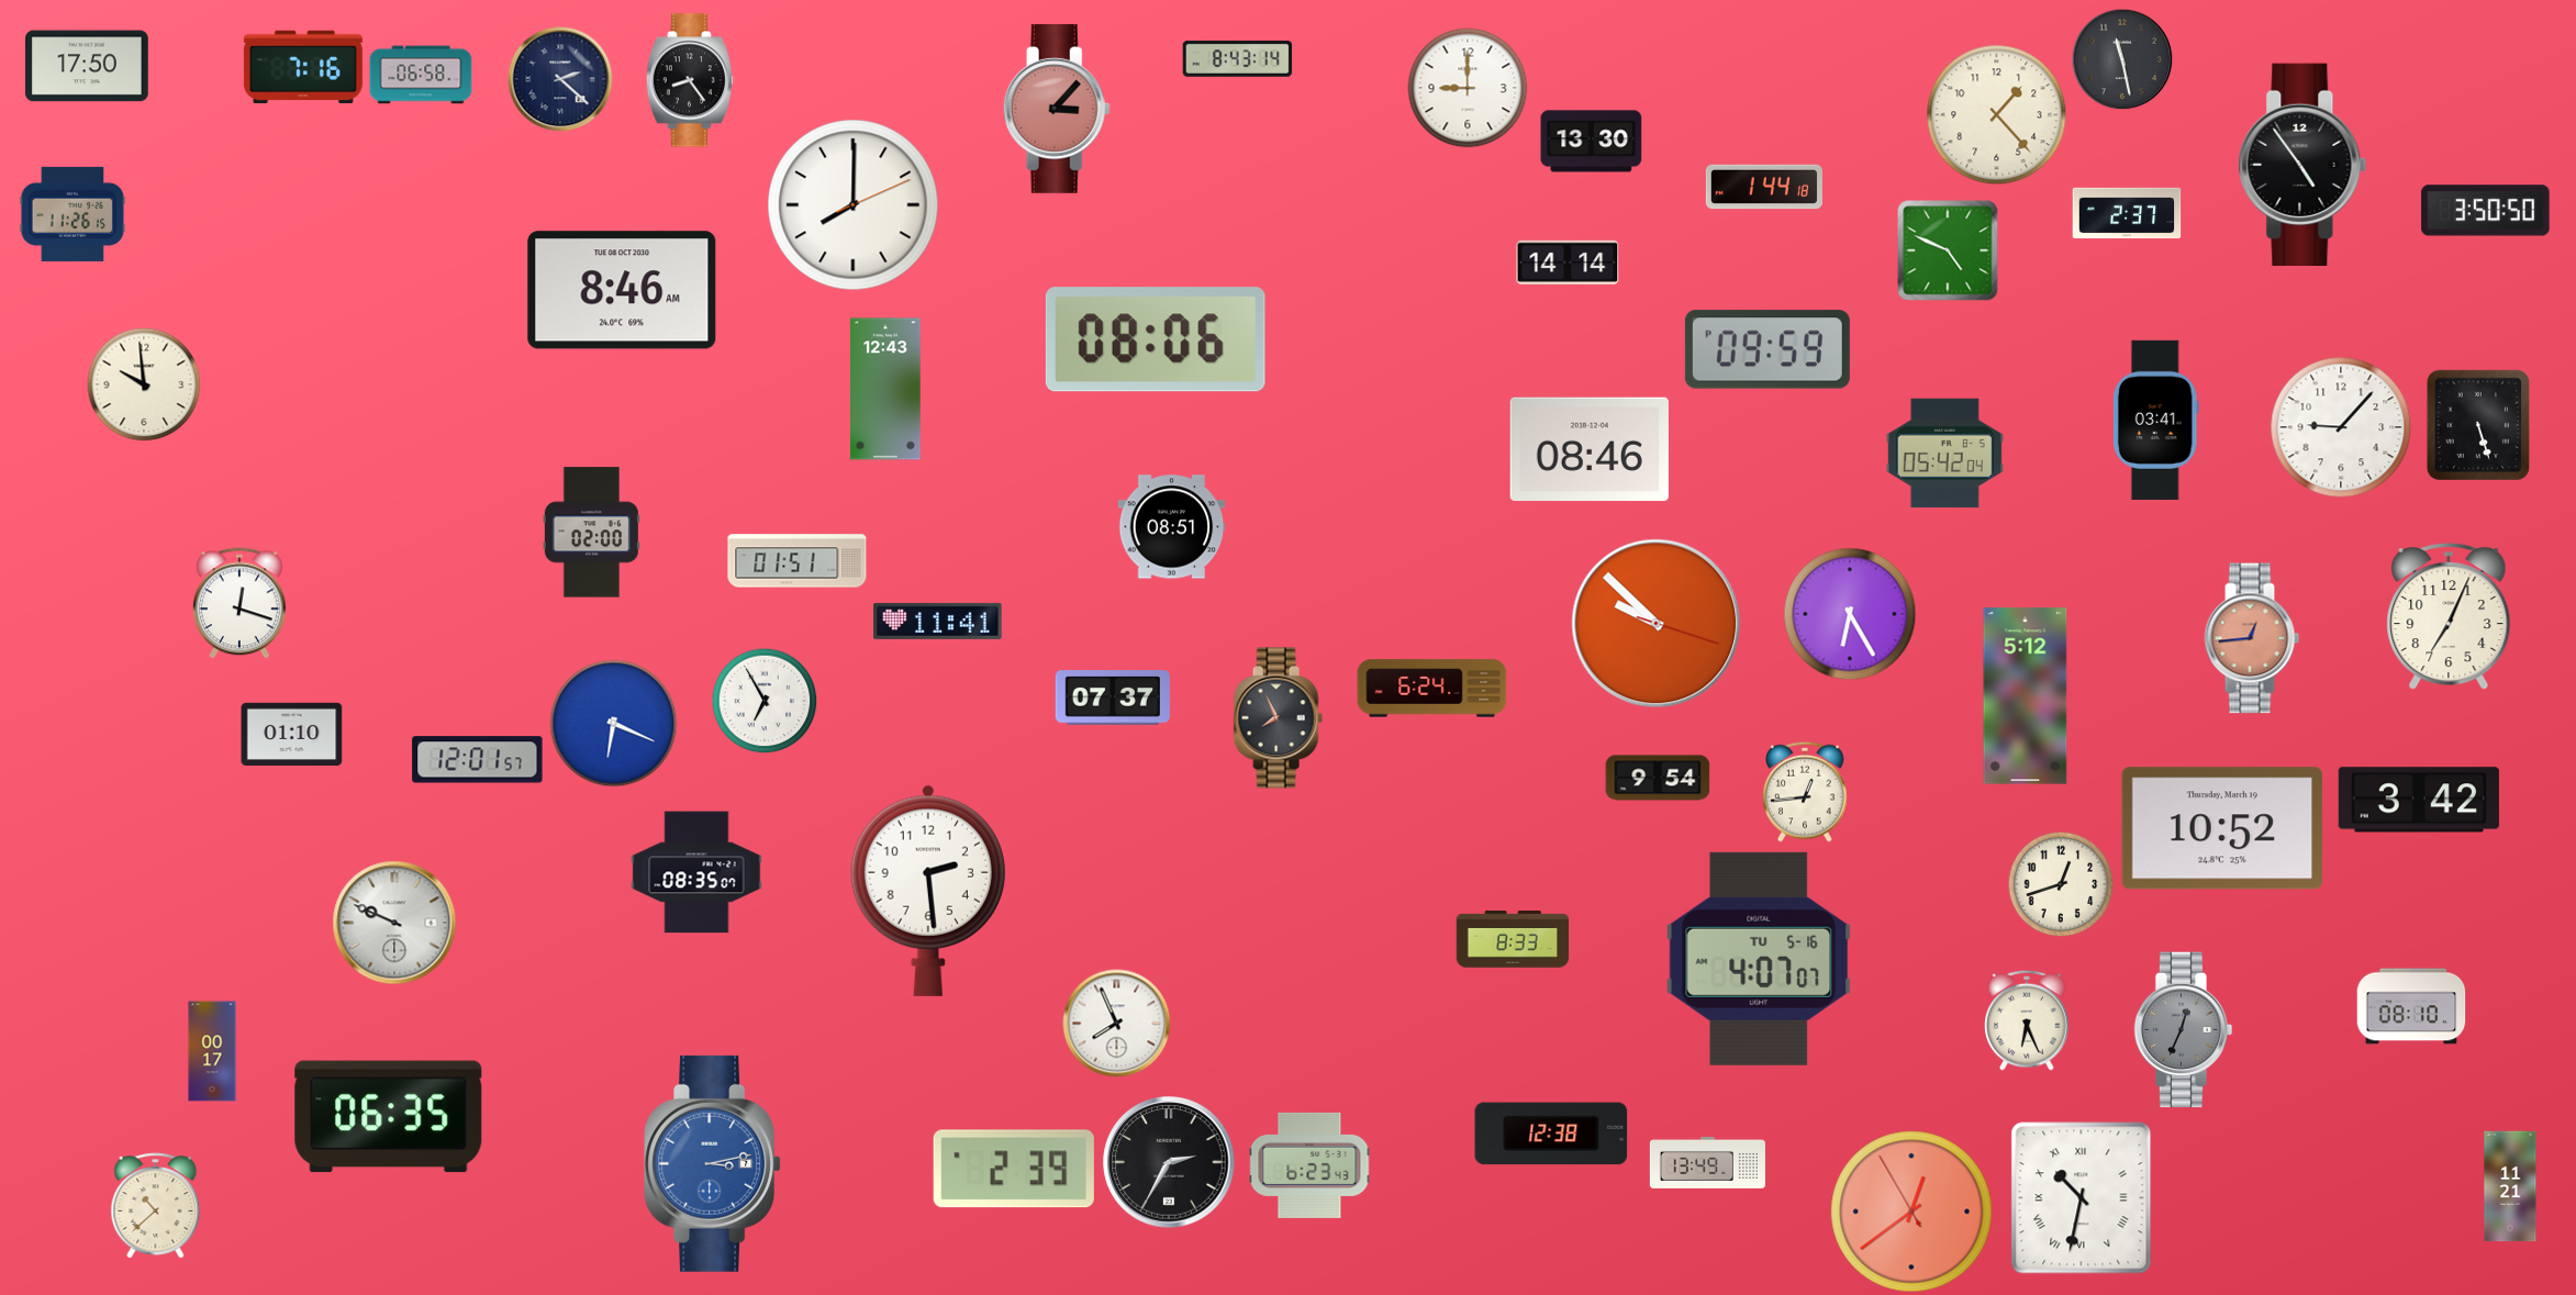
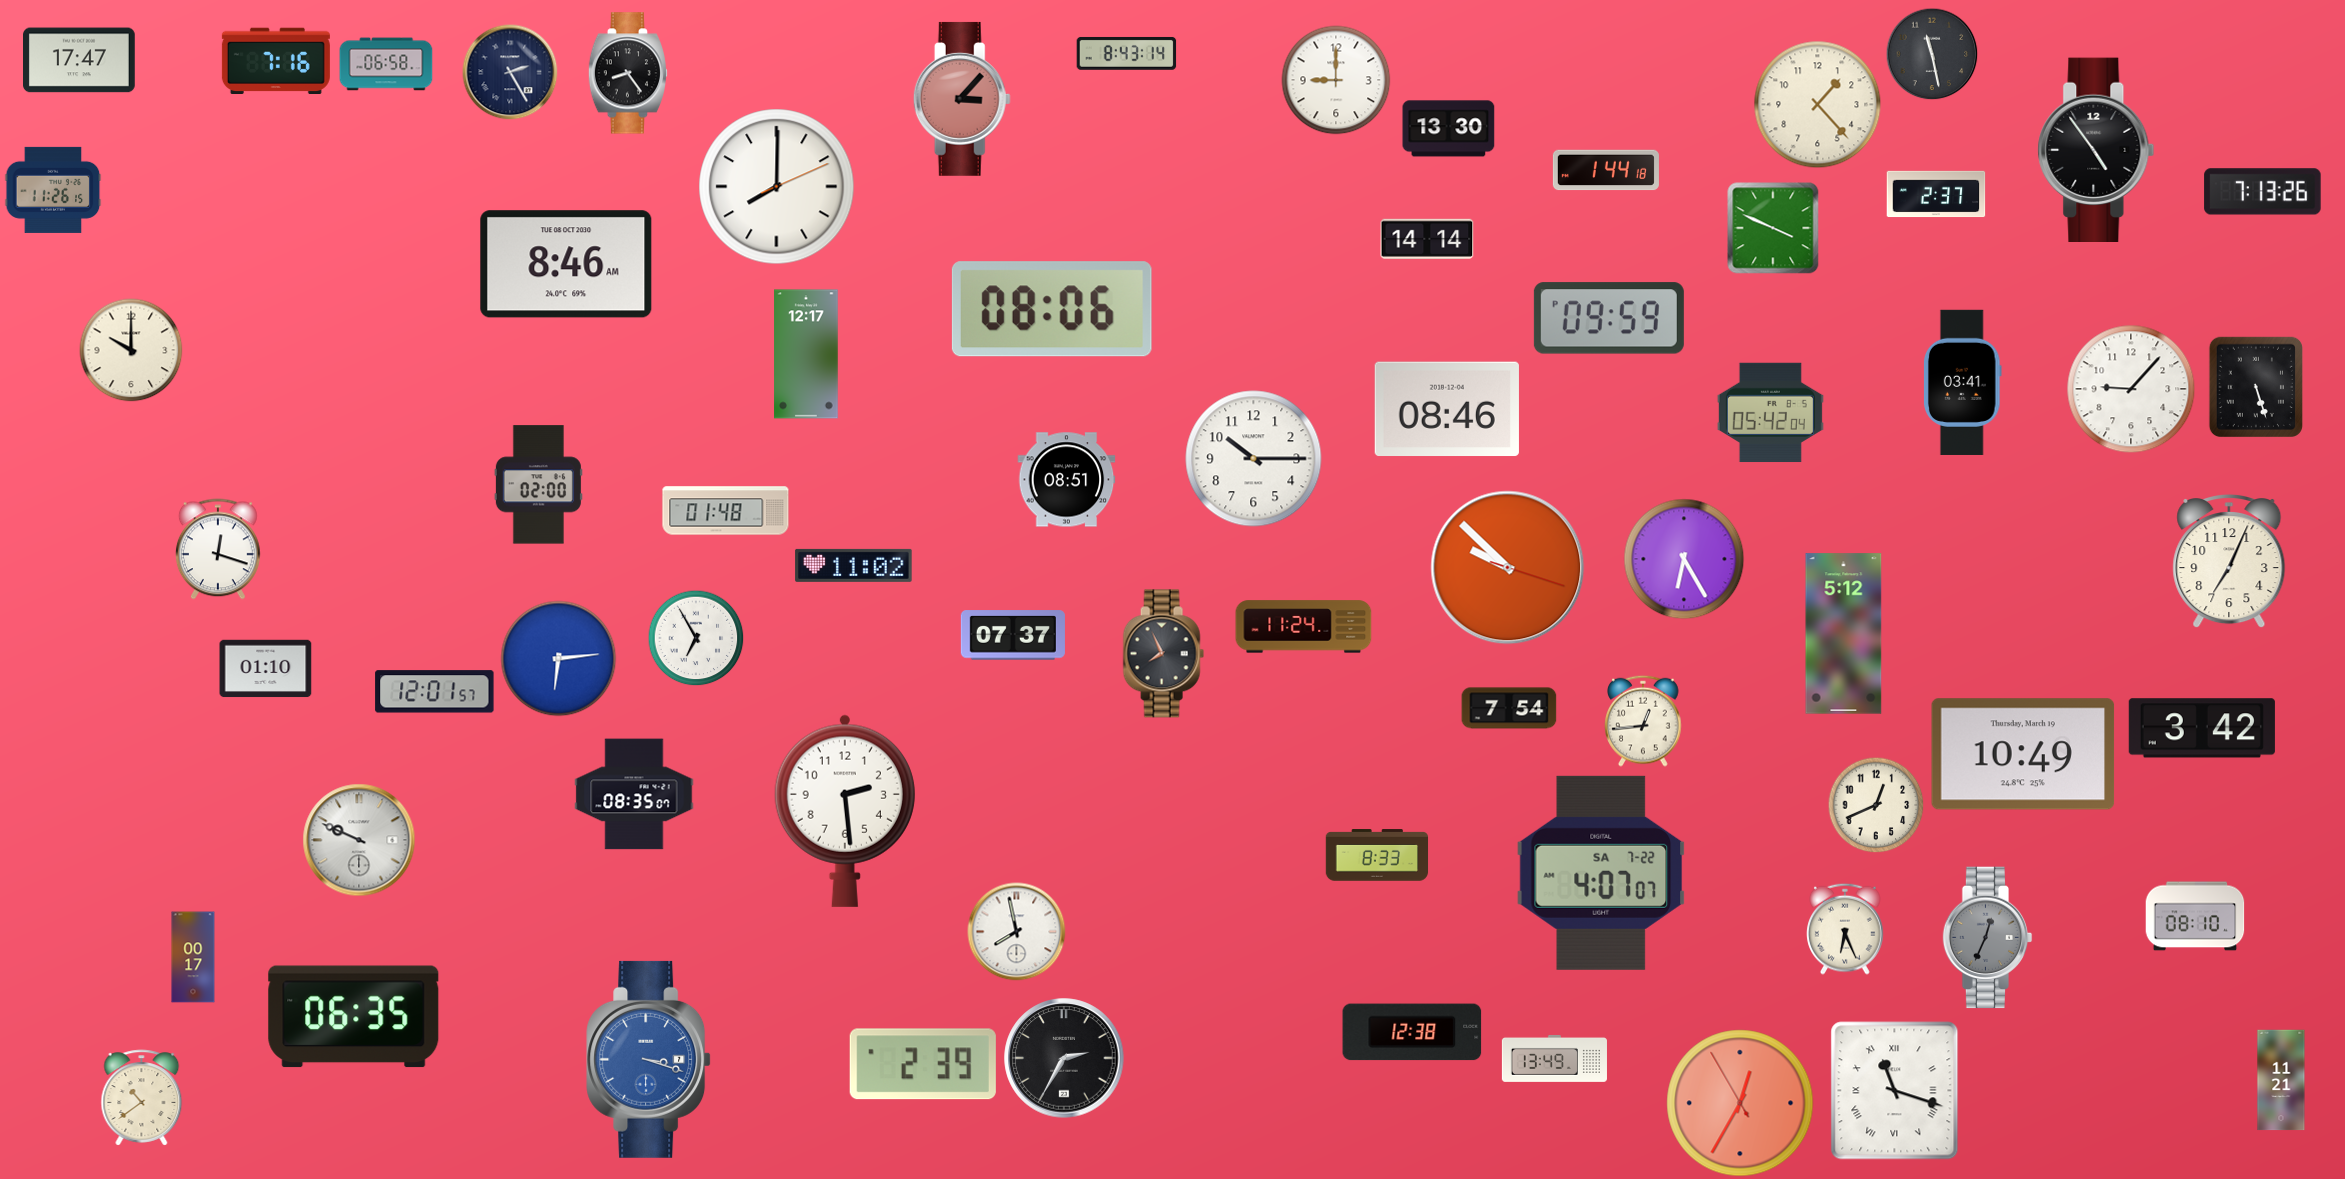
clock at (88, 66): 17:50 -> 17:47
clock at (421, 75) position: (421, 75) -> (386, 64)
clock at (560, 79): 2:22 -> 2:25
clock at (2486, 211): 3:50 -> 7:13
clock at (73, 214) position: (73, 214) -> (53, 190)
clock at (1948, 250): 4:49 -> 3:49
clock at (144, 384): 9:59 -> 10:00
clock at (885, 389): 12:43 -> 12:17
clock at (1254, 459): none -> 10:15
clock at (798, 561): 01:51 -> 01:48
clock at (938, 621): 11:41 -> 11:02
clock at (2252, 638): 12:44 -> none
clock at (1432, 689): 6:24 -> 11:24
clock at (614, 724): 6:19 -> 6:14
clock at (1658, 778): 9:54 -> 7:54
clock at (2222, 828): 10:52 -> 10:49
clock at (2061, 884): 12:42 -> 12:41
clock at (1759, 959) date: TU 5-16 -> SA 7-22
clock at (1117, 1024): 7:56 -> 7:58
clock at (713, 1163): 3:13 -> 3:18
clock at (1309, 1165): 6:23 -> none
clock at (2510, 1186) position: (2510, 1186) -> (2281, 1080)
clock at (2082, 1198): 10:32 -> 11:18
clock at (156, 1206): 10:38 -> 10:39
clock at (1911, 1212): 12:38 -> 12:34
